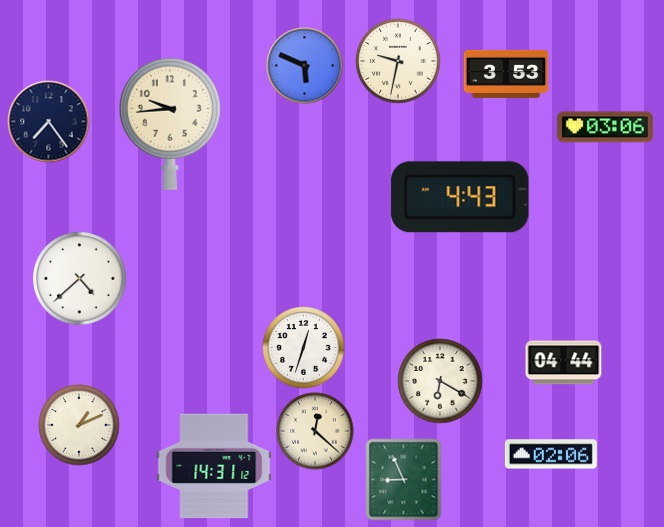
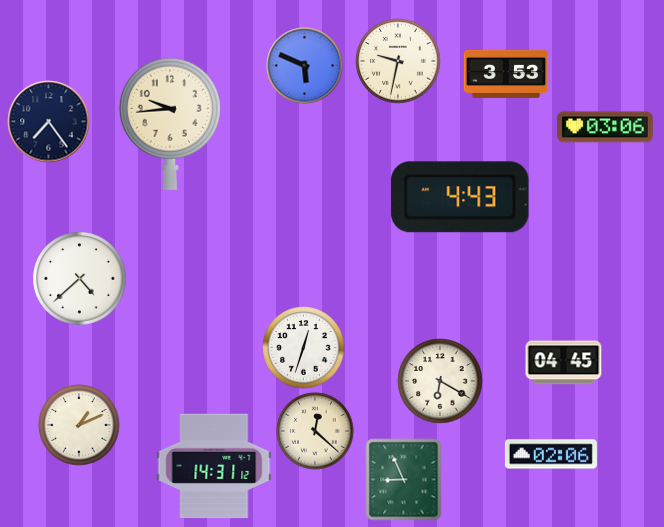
clock at (564, 363): 04:44 -> 04:45
